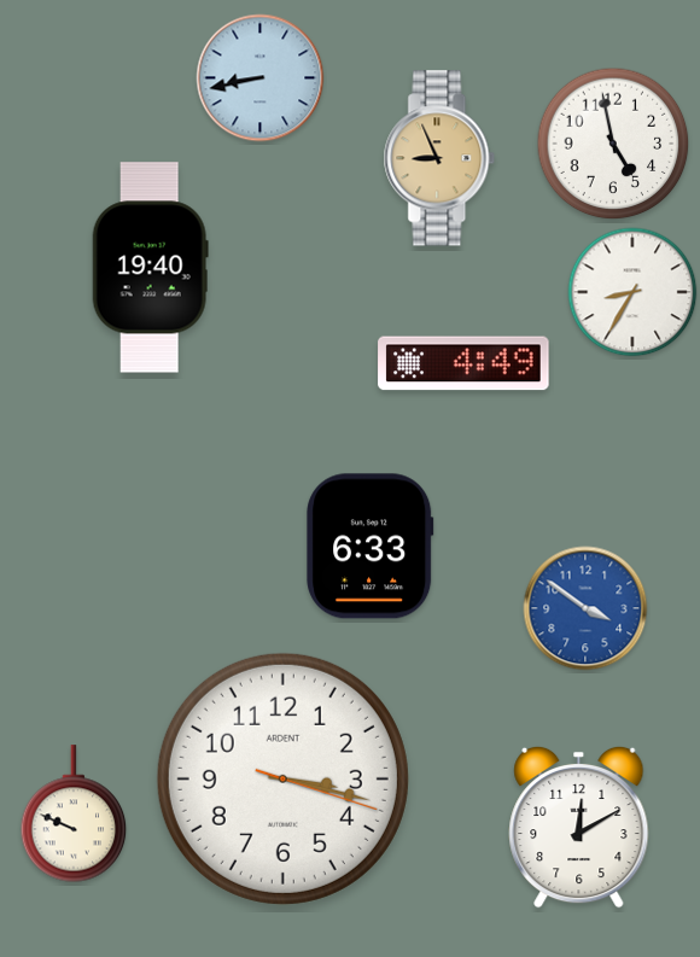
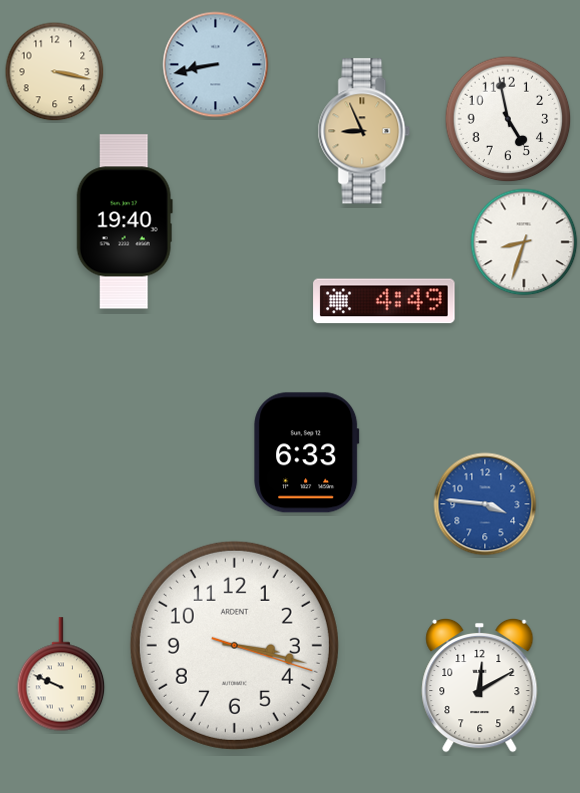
clock at (55, 72): none -> 3:17
clock at (632, 292): 8:35 -> 8:33
clock at (585, 608): 3:51 -> 3:46
